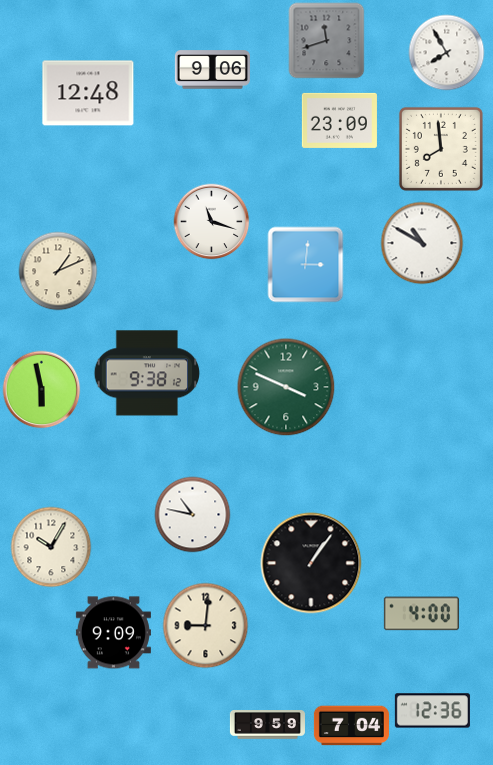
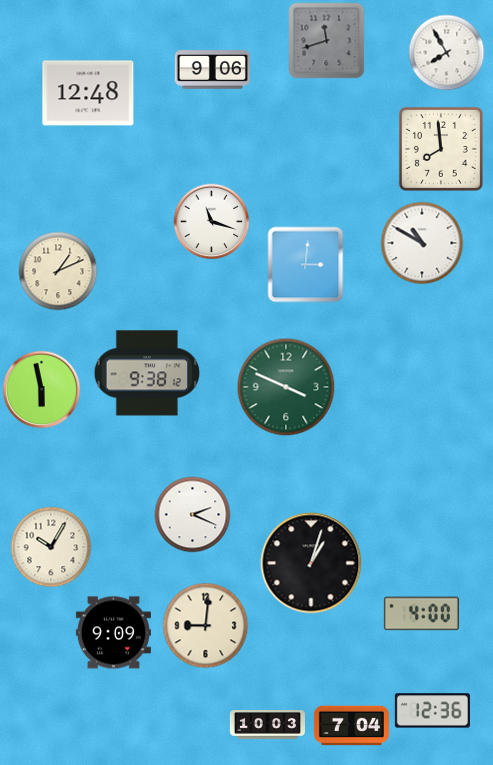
clock at (339, 120): 23:09 -> none
clock at (193, 515): 10:47 -> 2:19
clock at (311, 563): 1:06 -> 1:03
clock at (267, 725): 9:59 -> 10:03
